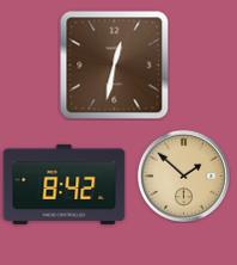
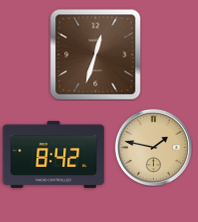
clock at (114, 64): 12:32 -> 12:33
clock at (183, 175): 1:52 -> 1:47
